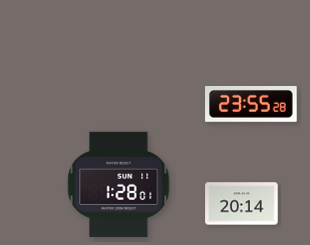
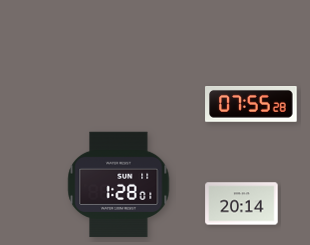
clock at (251, 105): 23:55 -> 07:55
